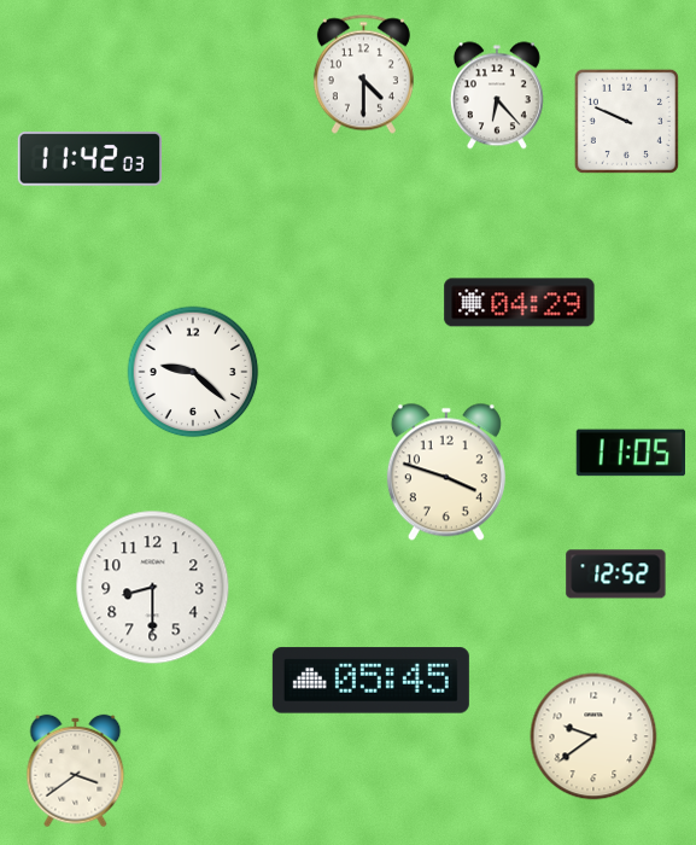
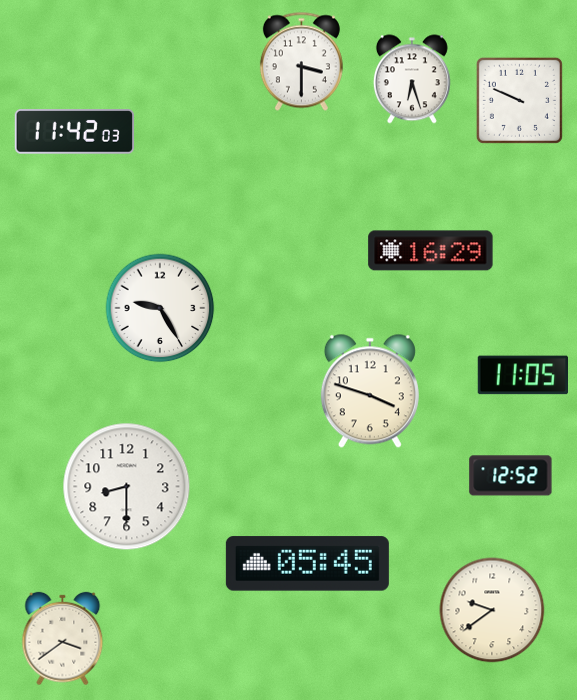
clock at (363, 75): 4:30 -> 3:30
clock at (497, 95): 6:23 -> 6:27
clock at (520, 303): 04:29 -> 16:29
clock at (193, 372): 9:22 -> 9:25
